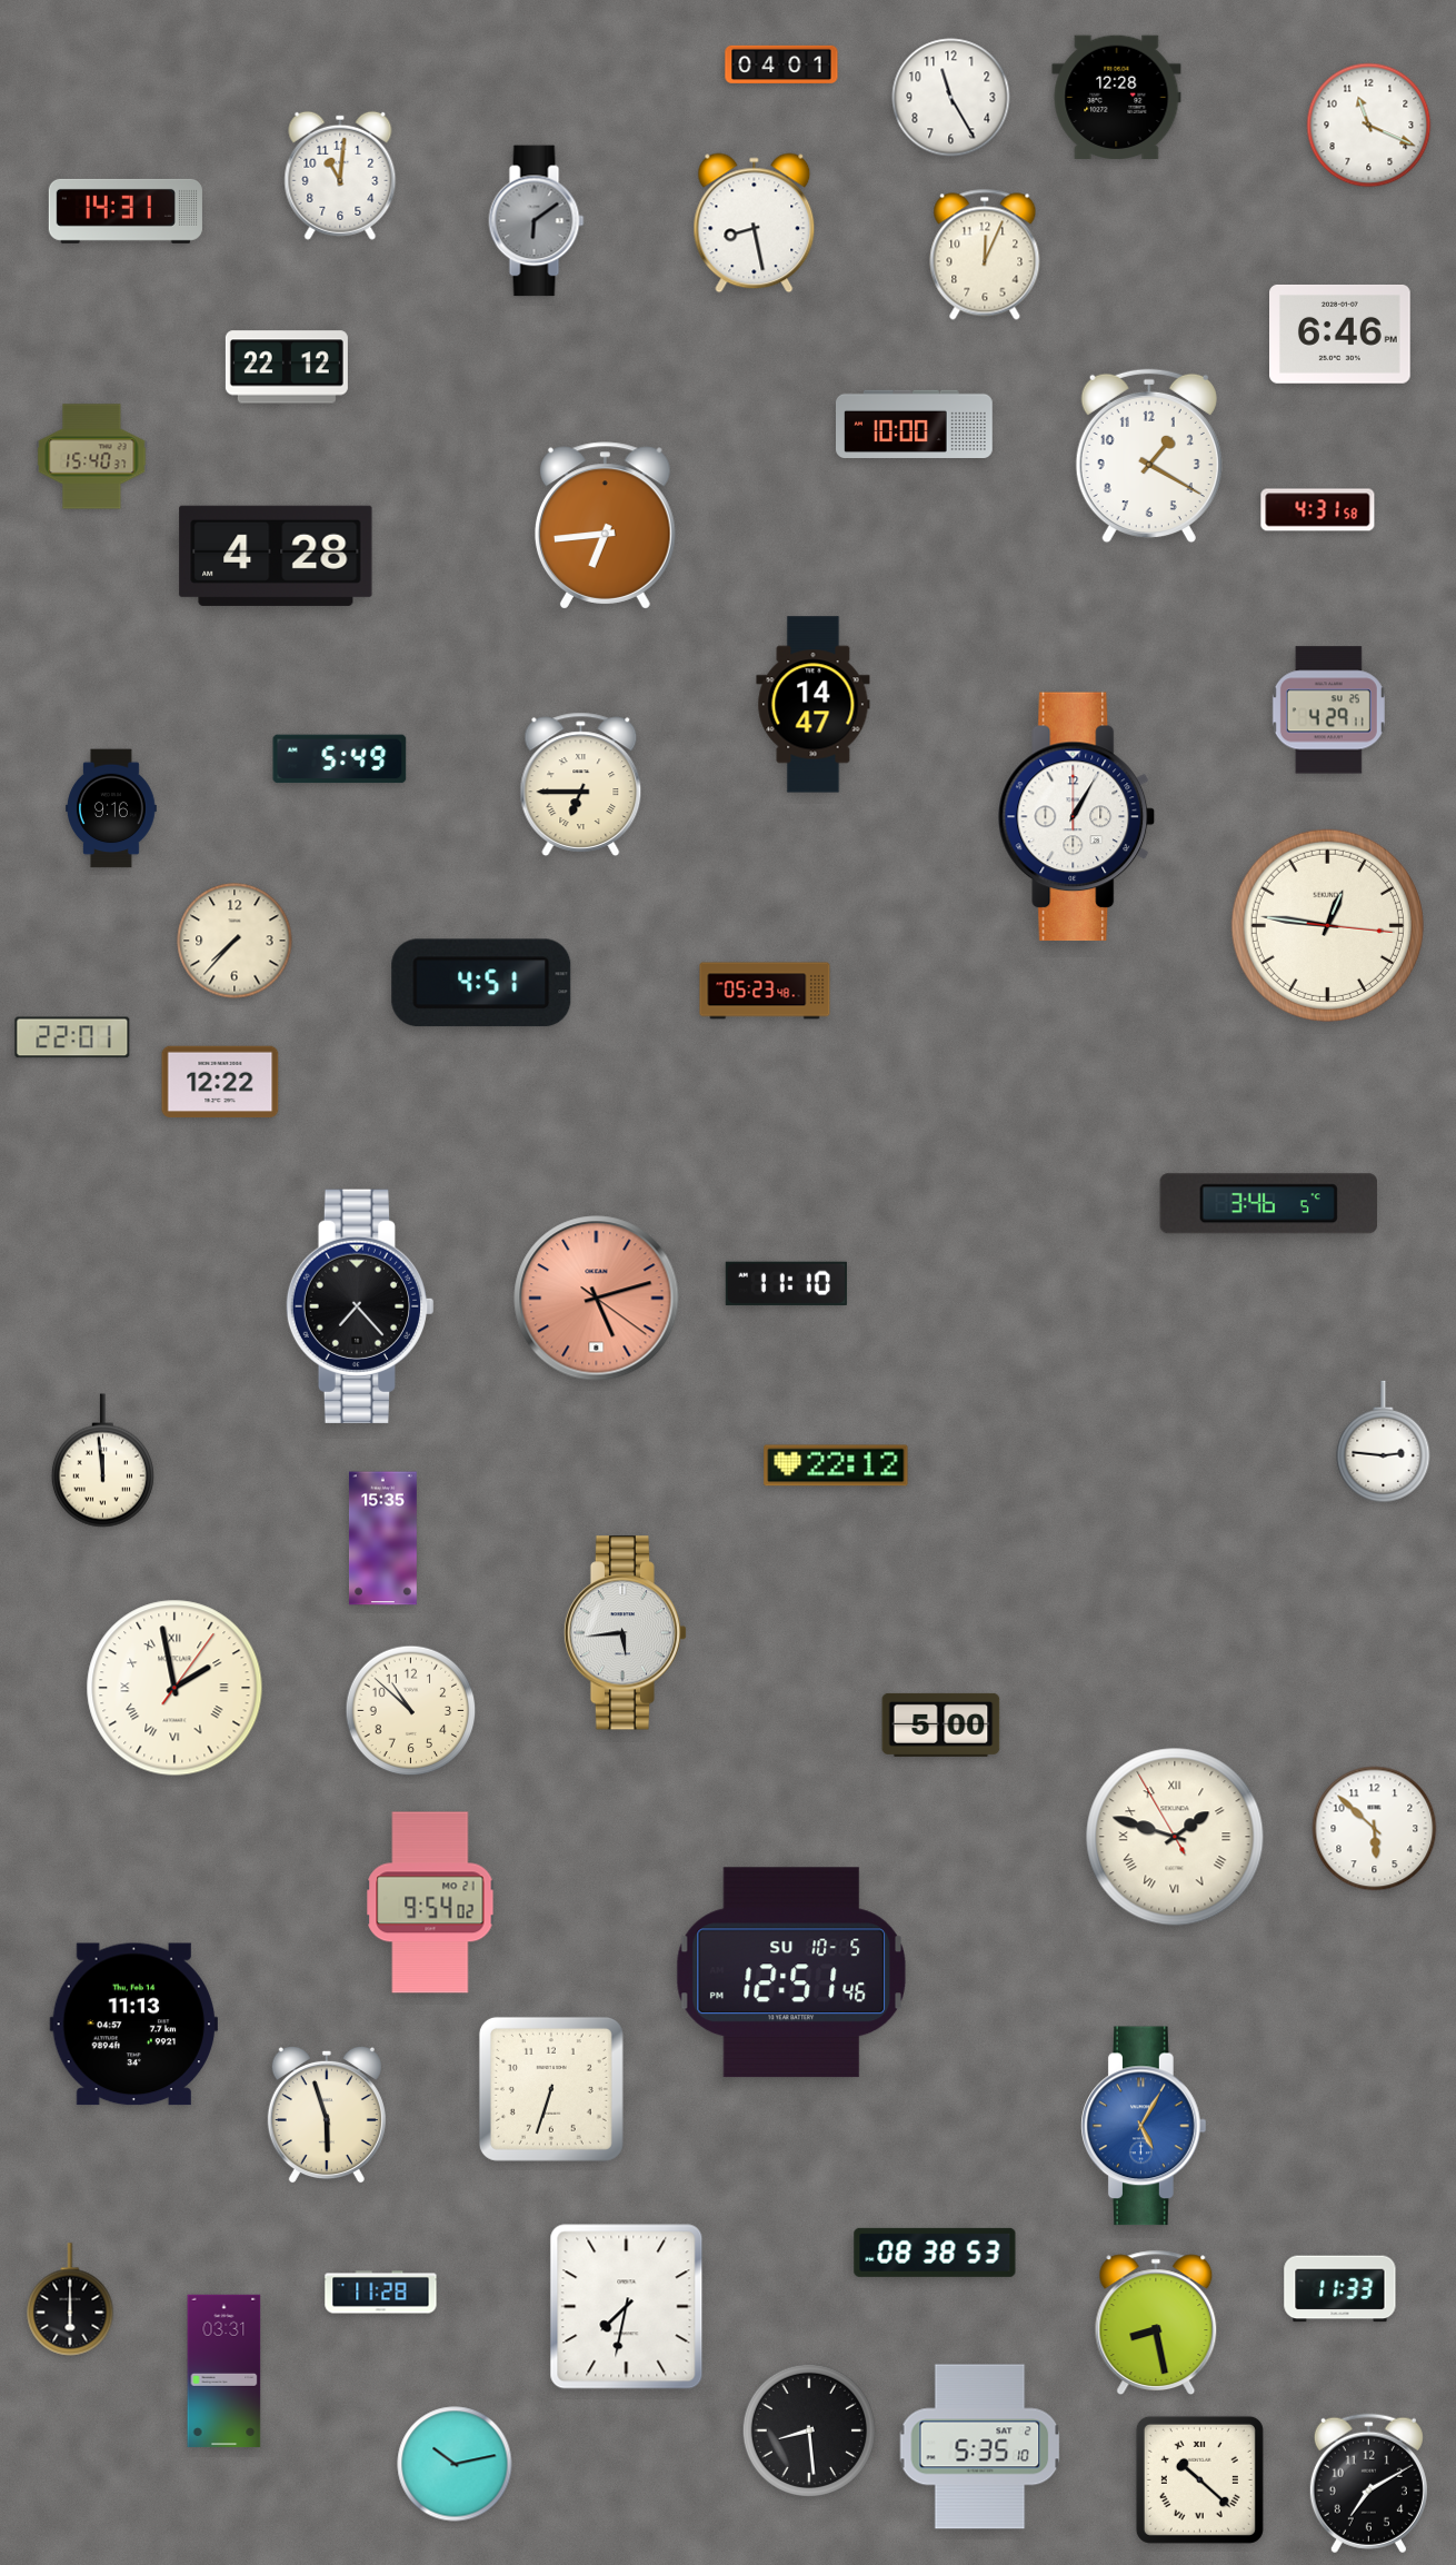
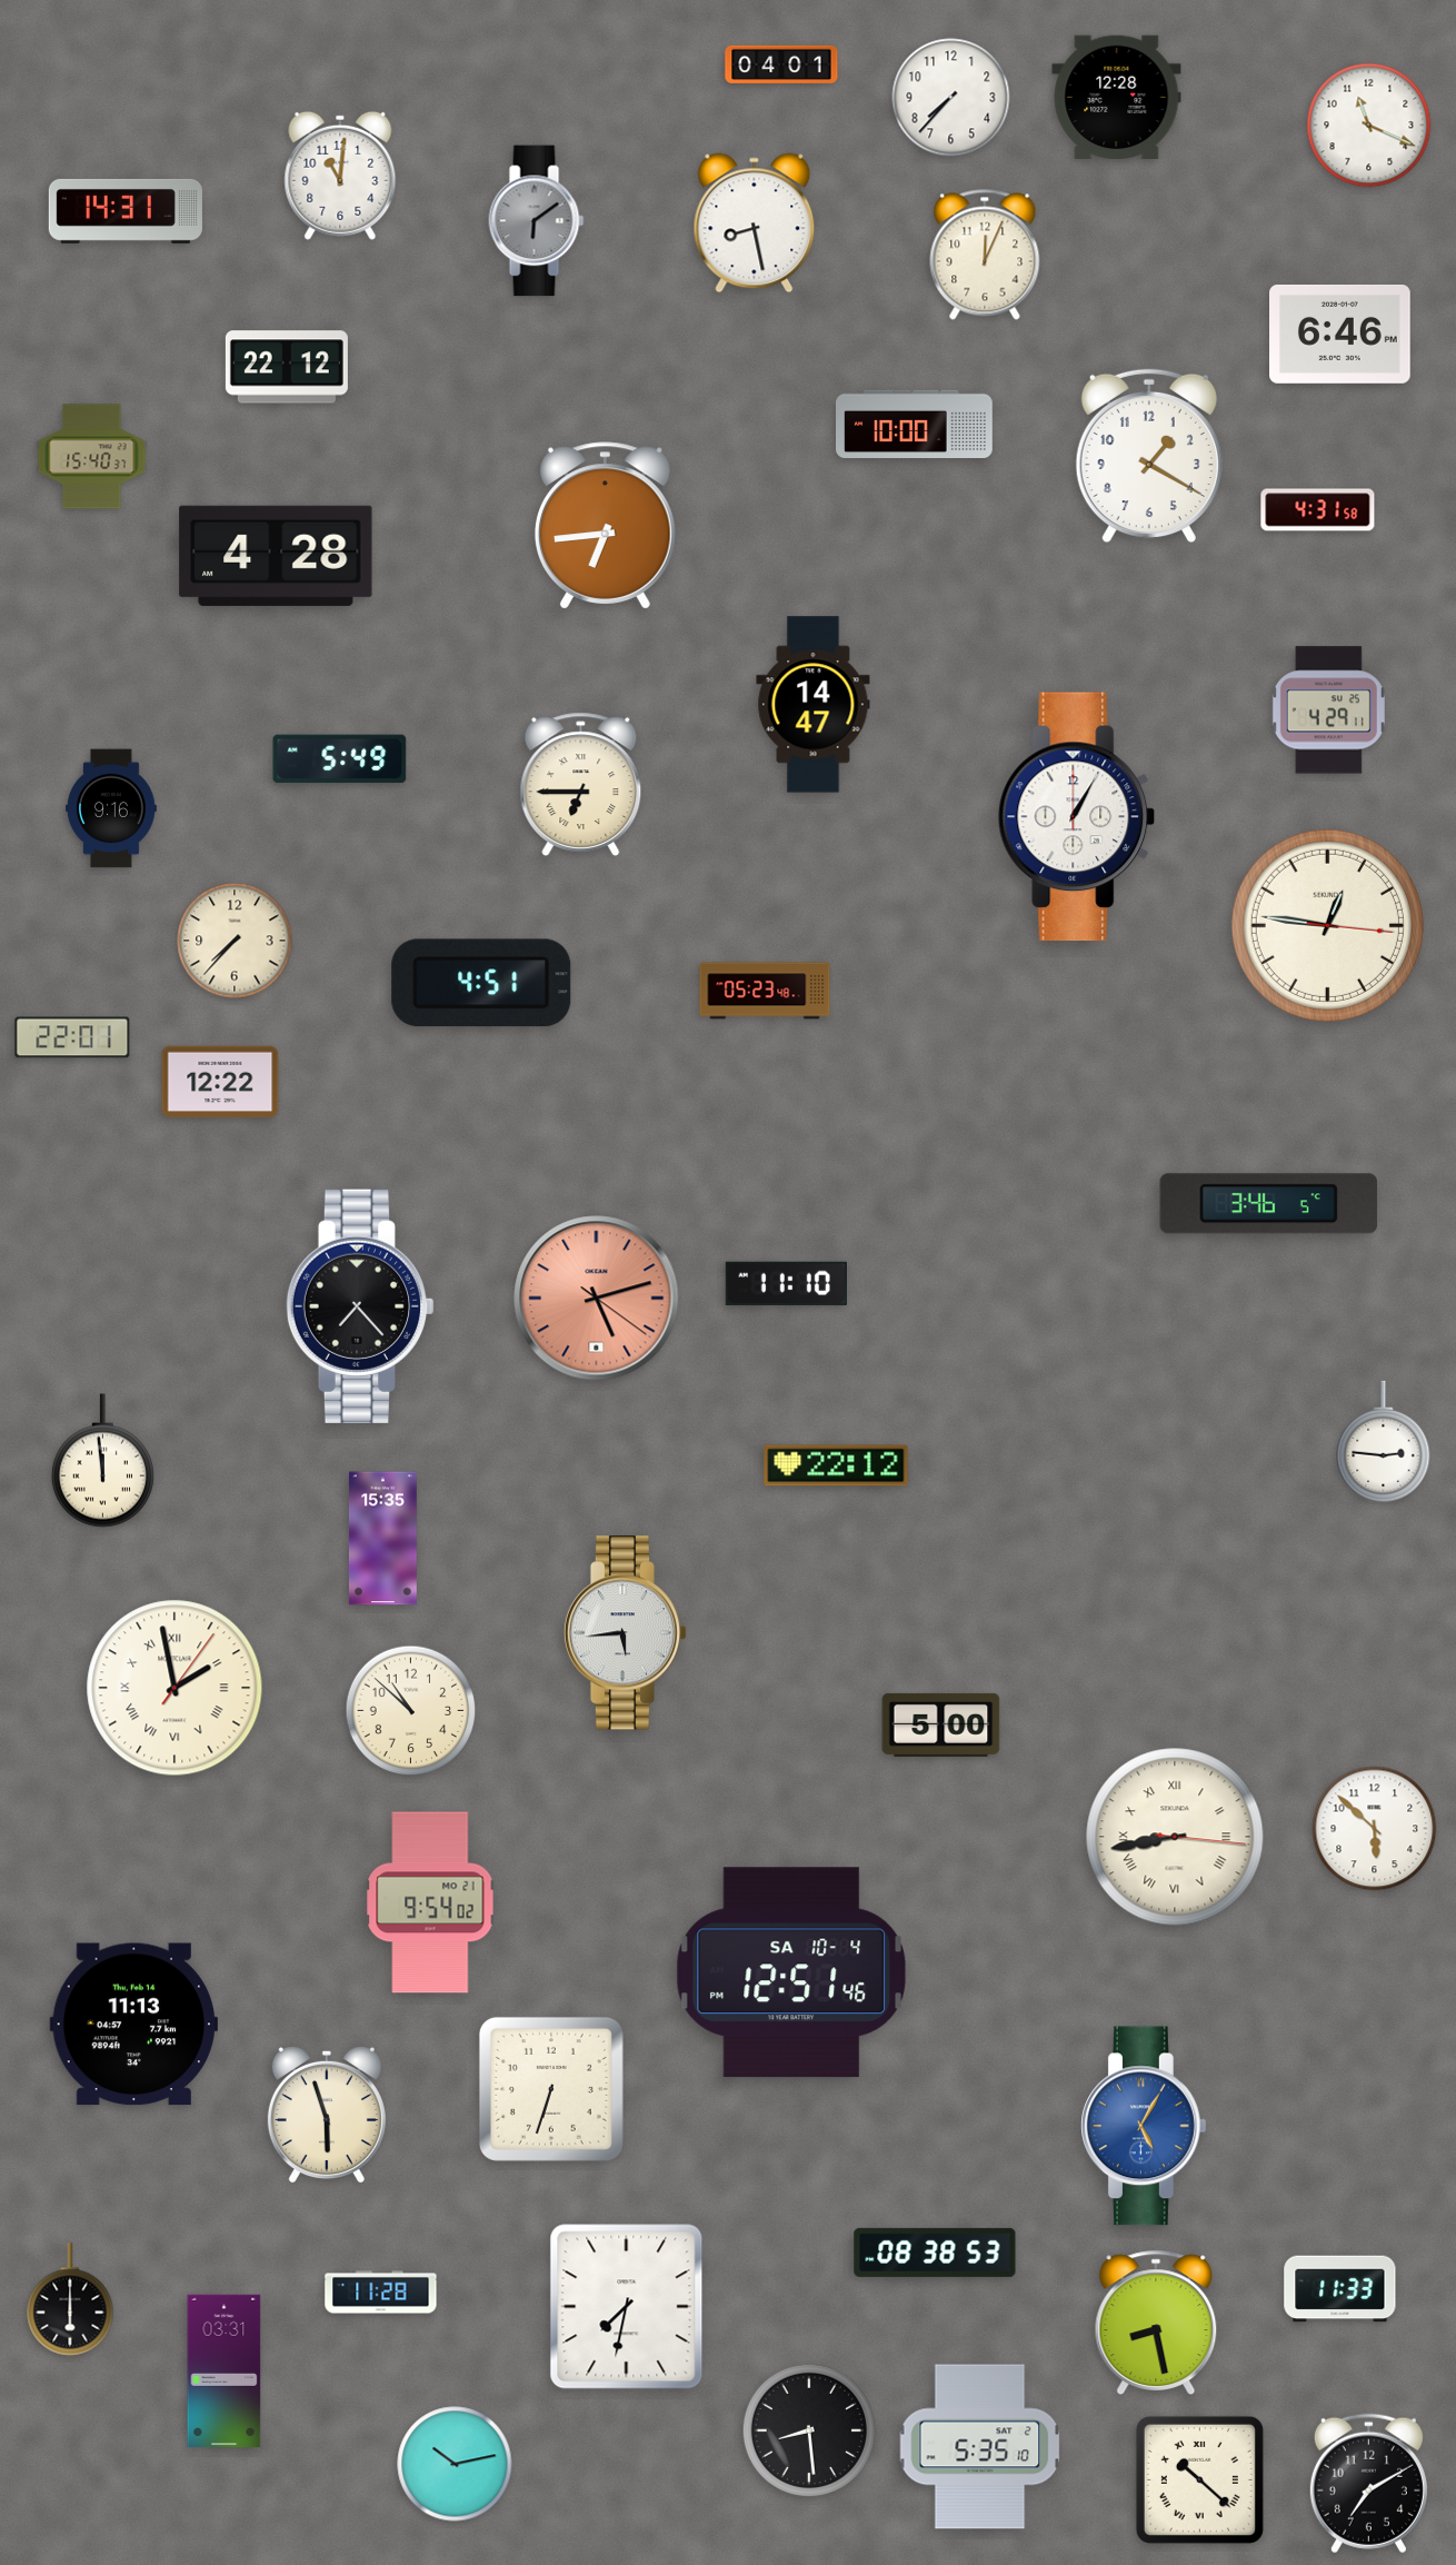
clock at (951, 98): 11:25 -> 7:37
clock at (1175, 1837): 1:47 -> 8:43
clock at (791, 1972) date: SU 10-5 -> SA 10-4
